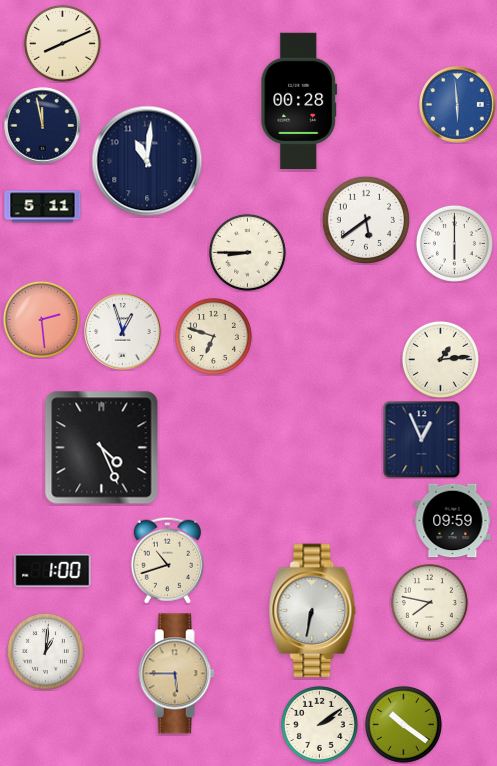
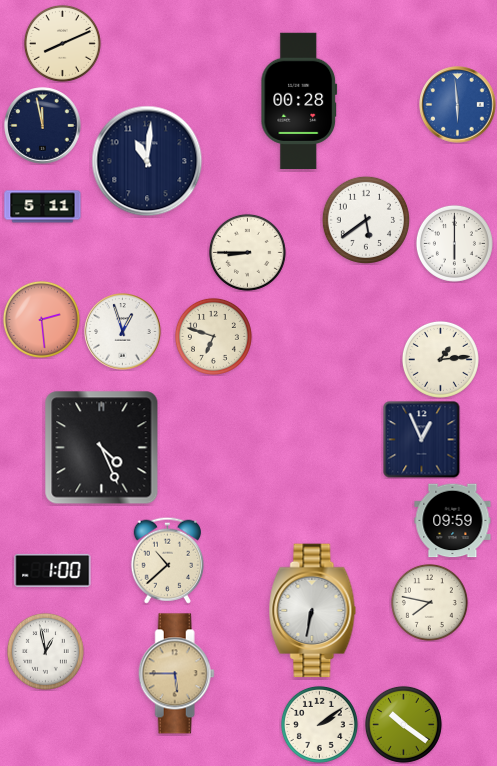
clock at (167, 560): 10:42 -> 10:38
clock at (45, 651): 1:01 -> 12:58
